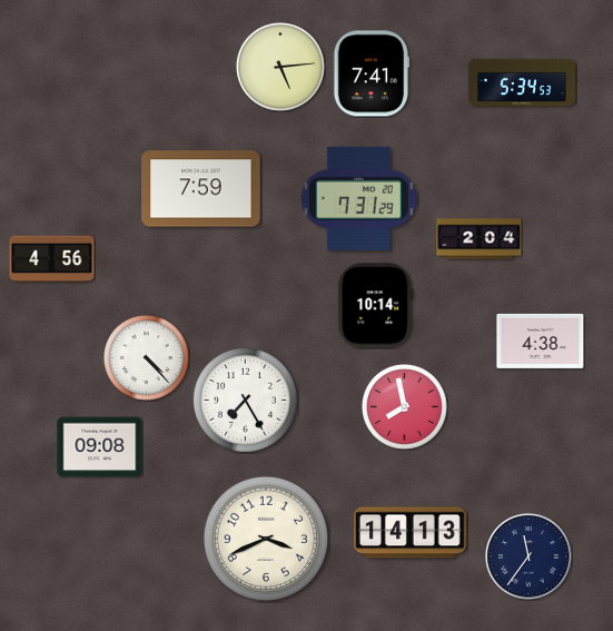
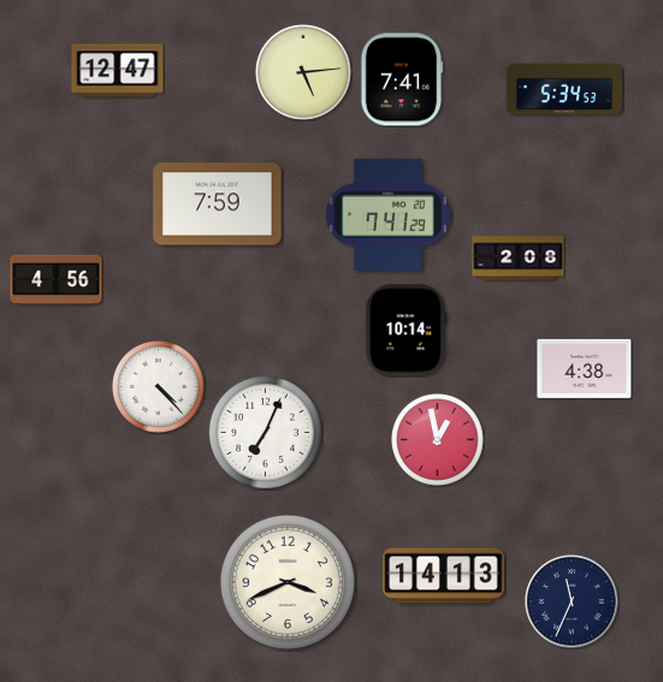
clock at (118, 71): none -> 12:47
clock at (358, 198): 7:31 -> 7:41
clock at (479, 239): 2:04 -> 2:08
clock at (245, 400): 7:25 -> 7:04
clock at (405, 407): 7:58 -> 12:58
clock at (100, 447): 09:08 -> none
clock at (528, 556): 11:36 -> 11:34
